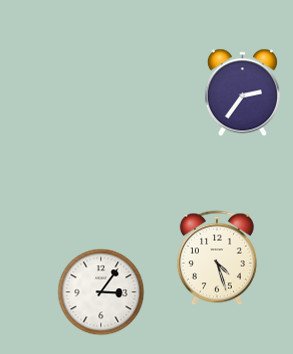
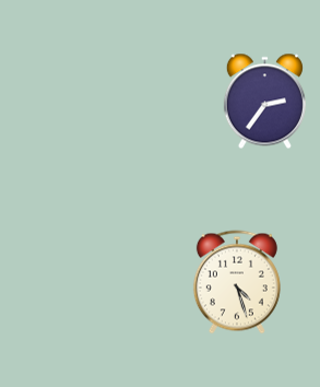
clock at (101, 292): 3:06 -> none
